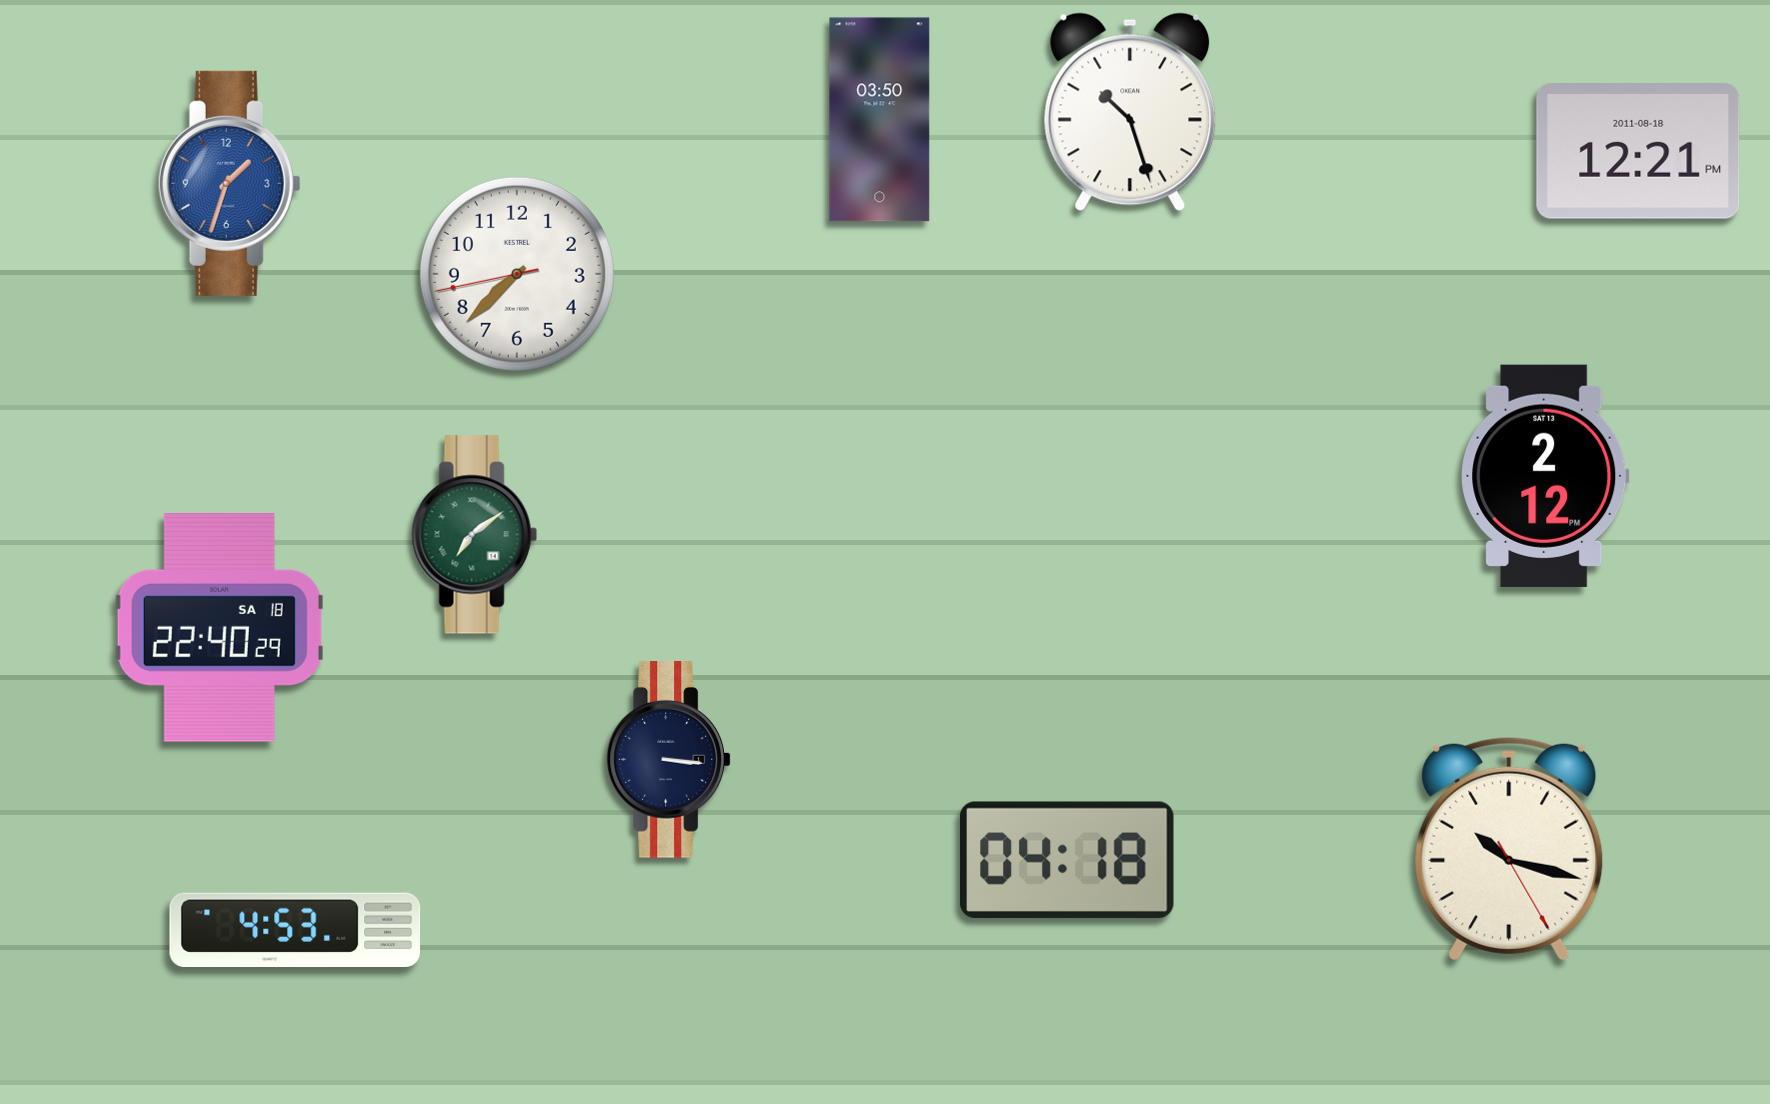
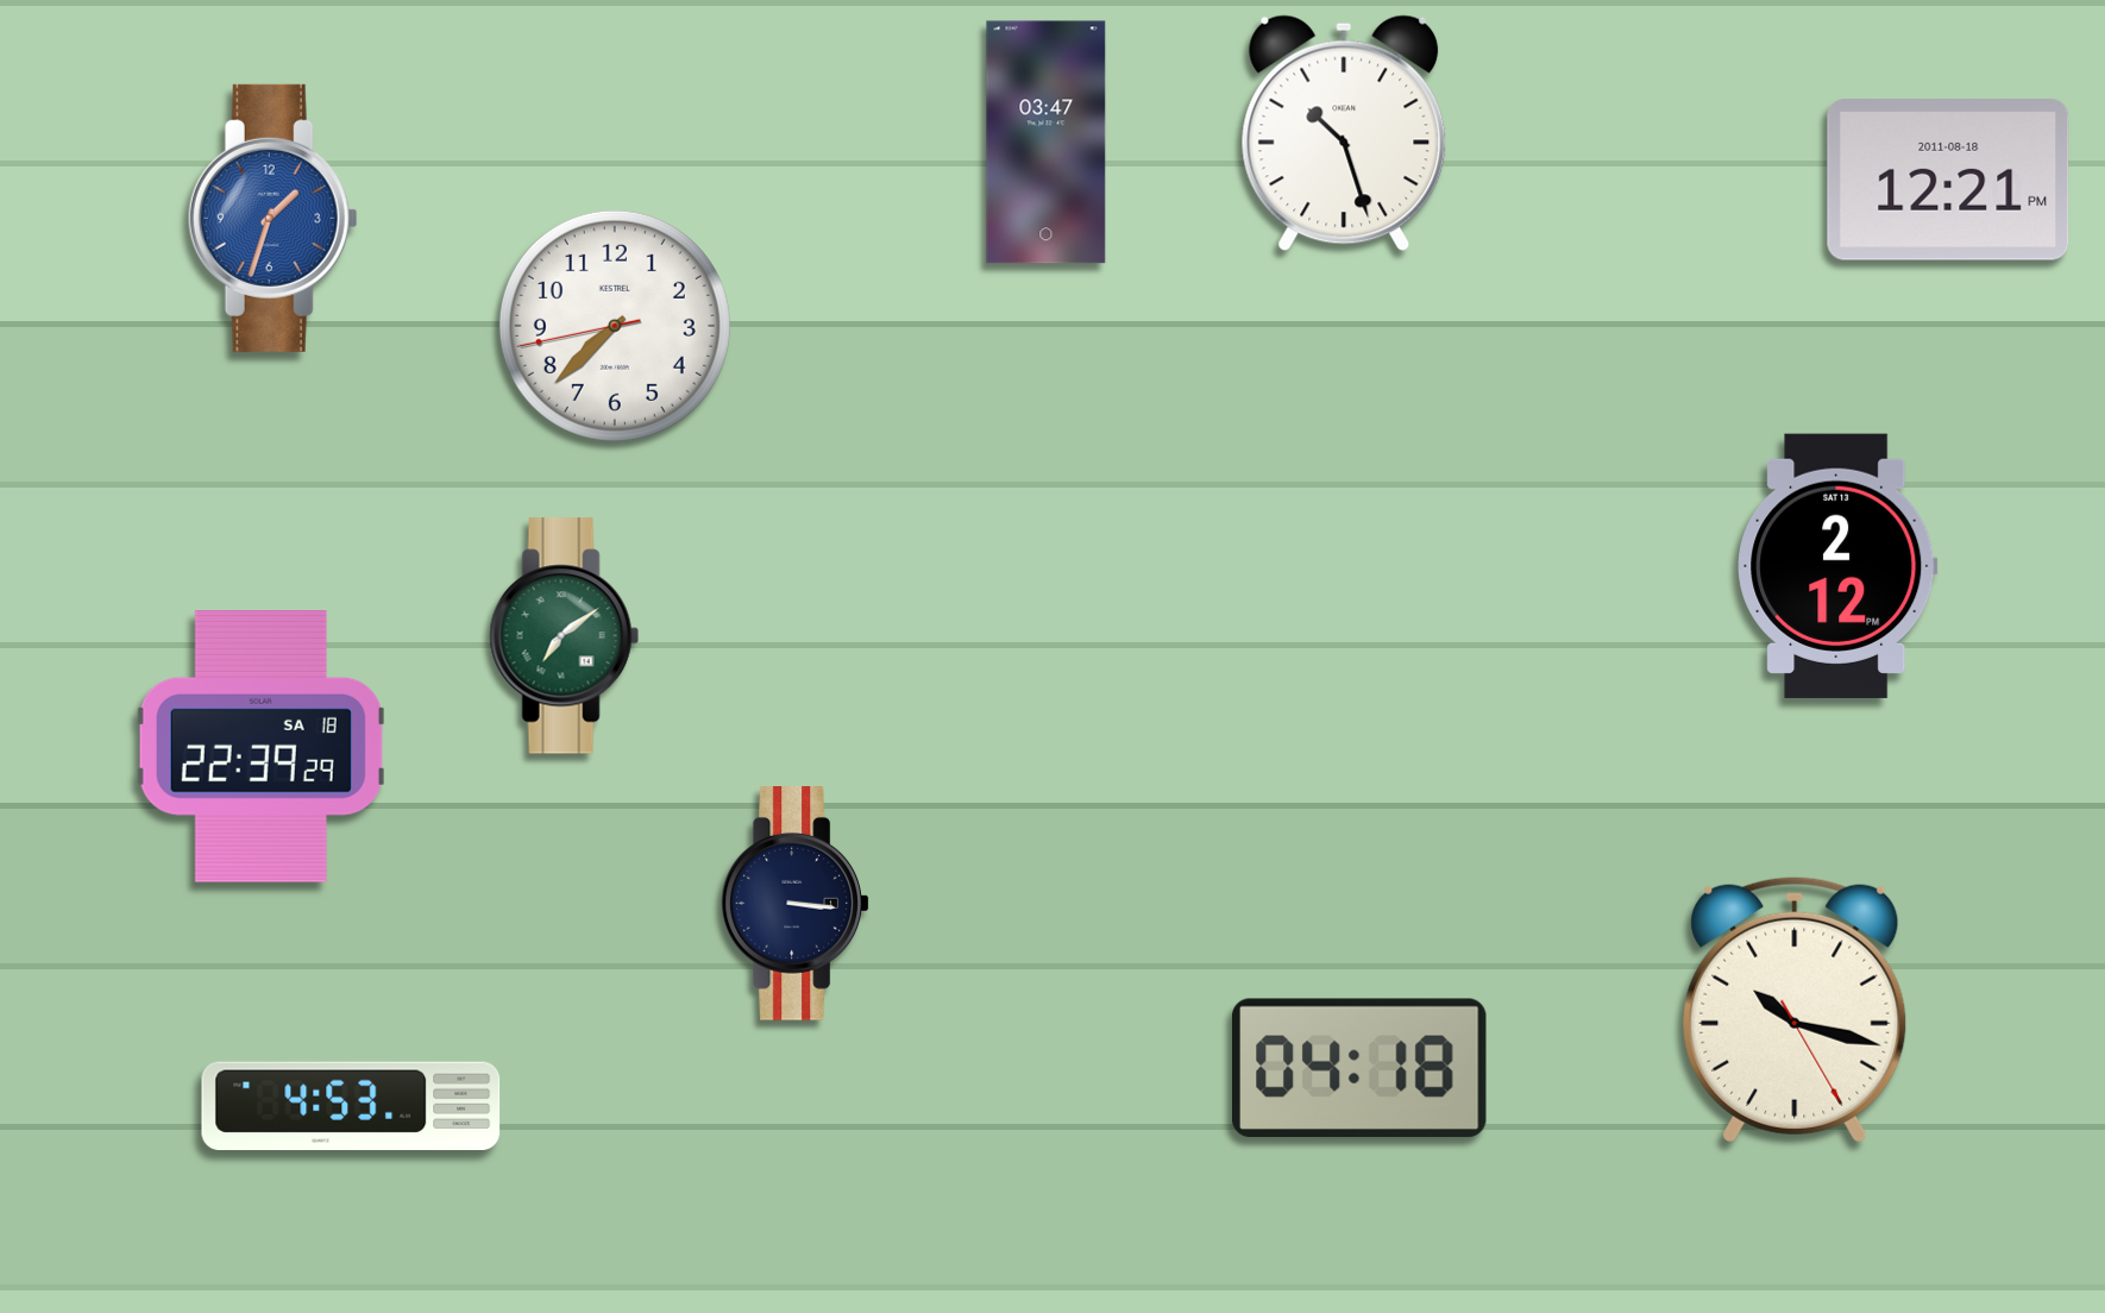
clock at (880, 120): 03:50 -> 03:47
clock at (219, 628): 22:40 -> 22:39
clock at (1068, 860) position: (1068, 860) -> (1361, 1068)
